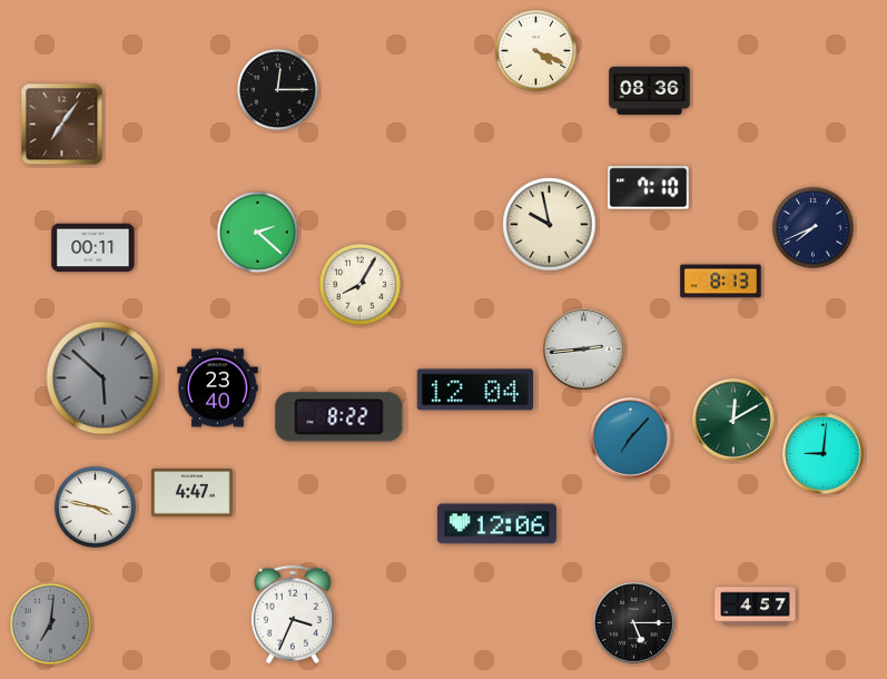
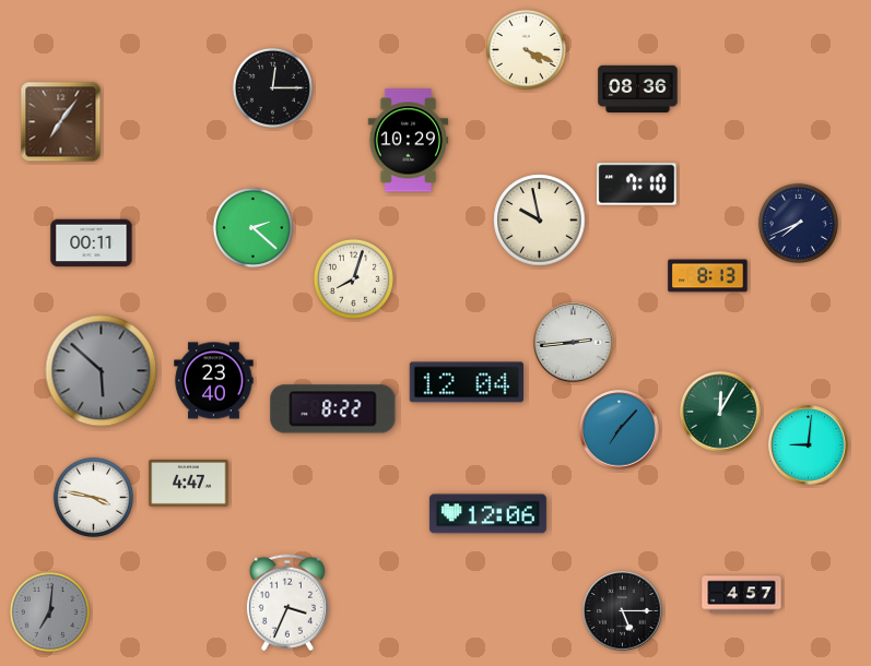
clock at (409, 141): none -> 10:29
clock at (359, 284): 8:05 -> 8:03
clock at (733, 420): 12:10 -> 12:05
